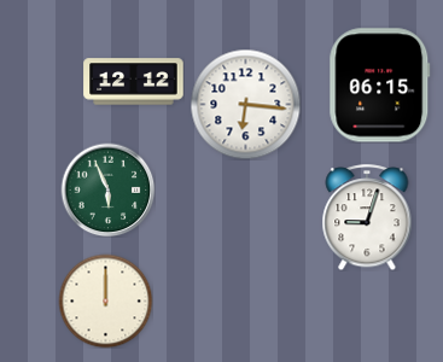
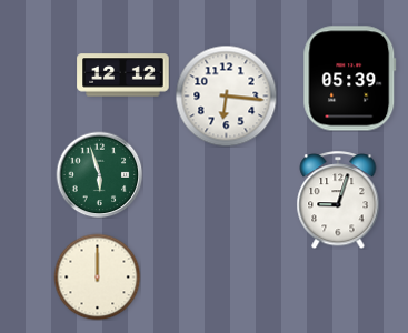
clock at (380, 86): 06:15 -> 05:39
clock at (107, 189): 5:56 -> 5:57
